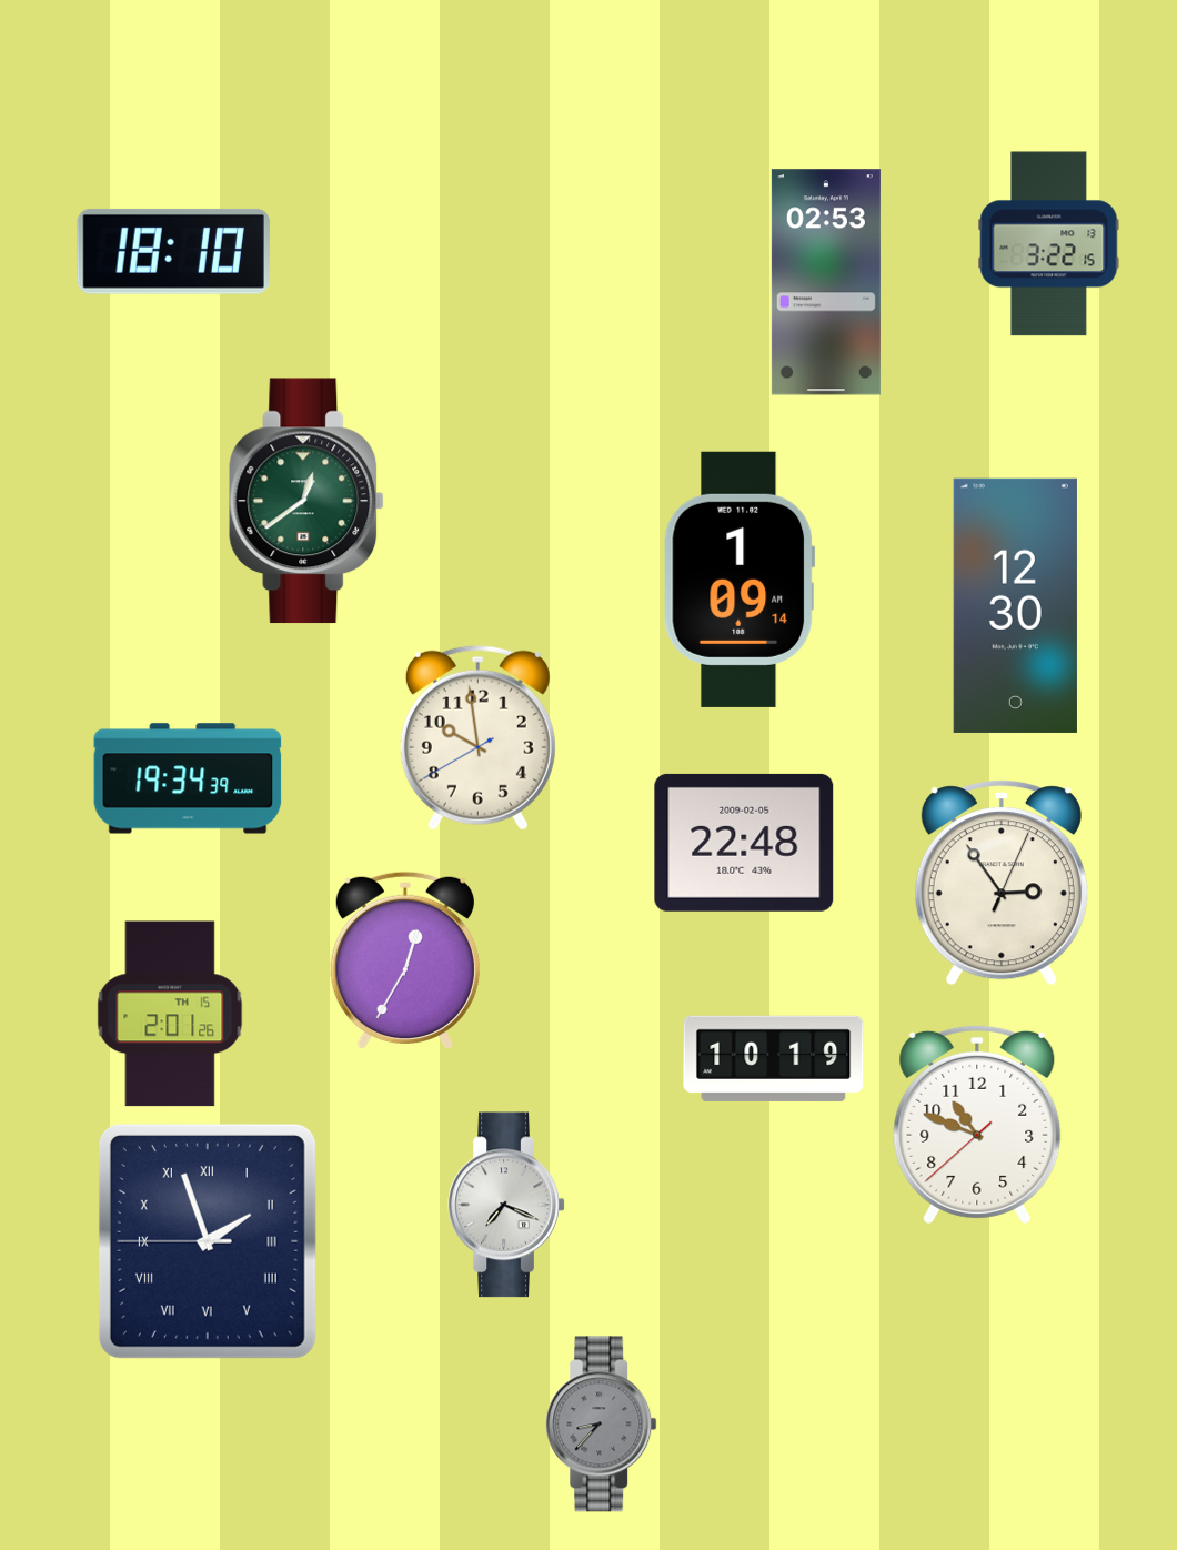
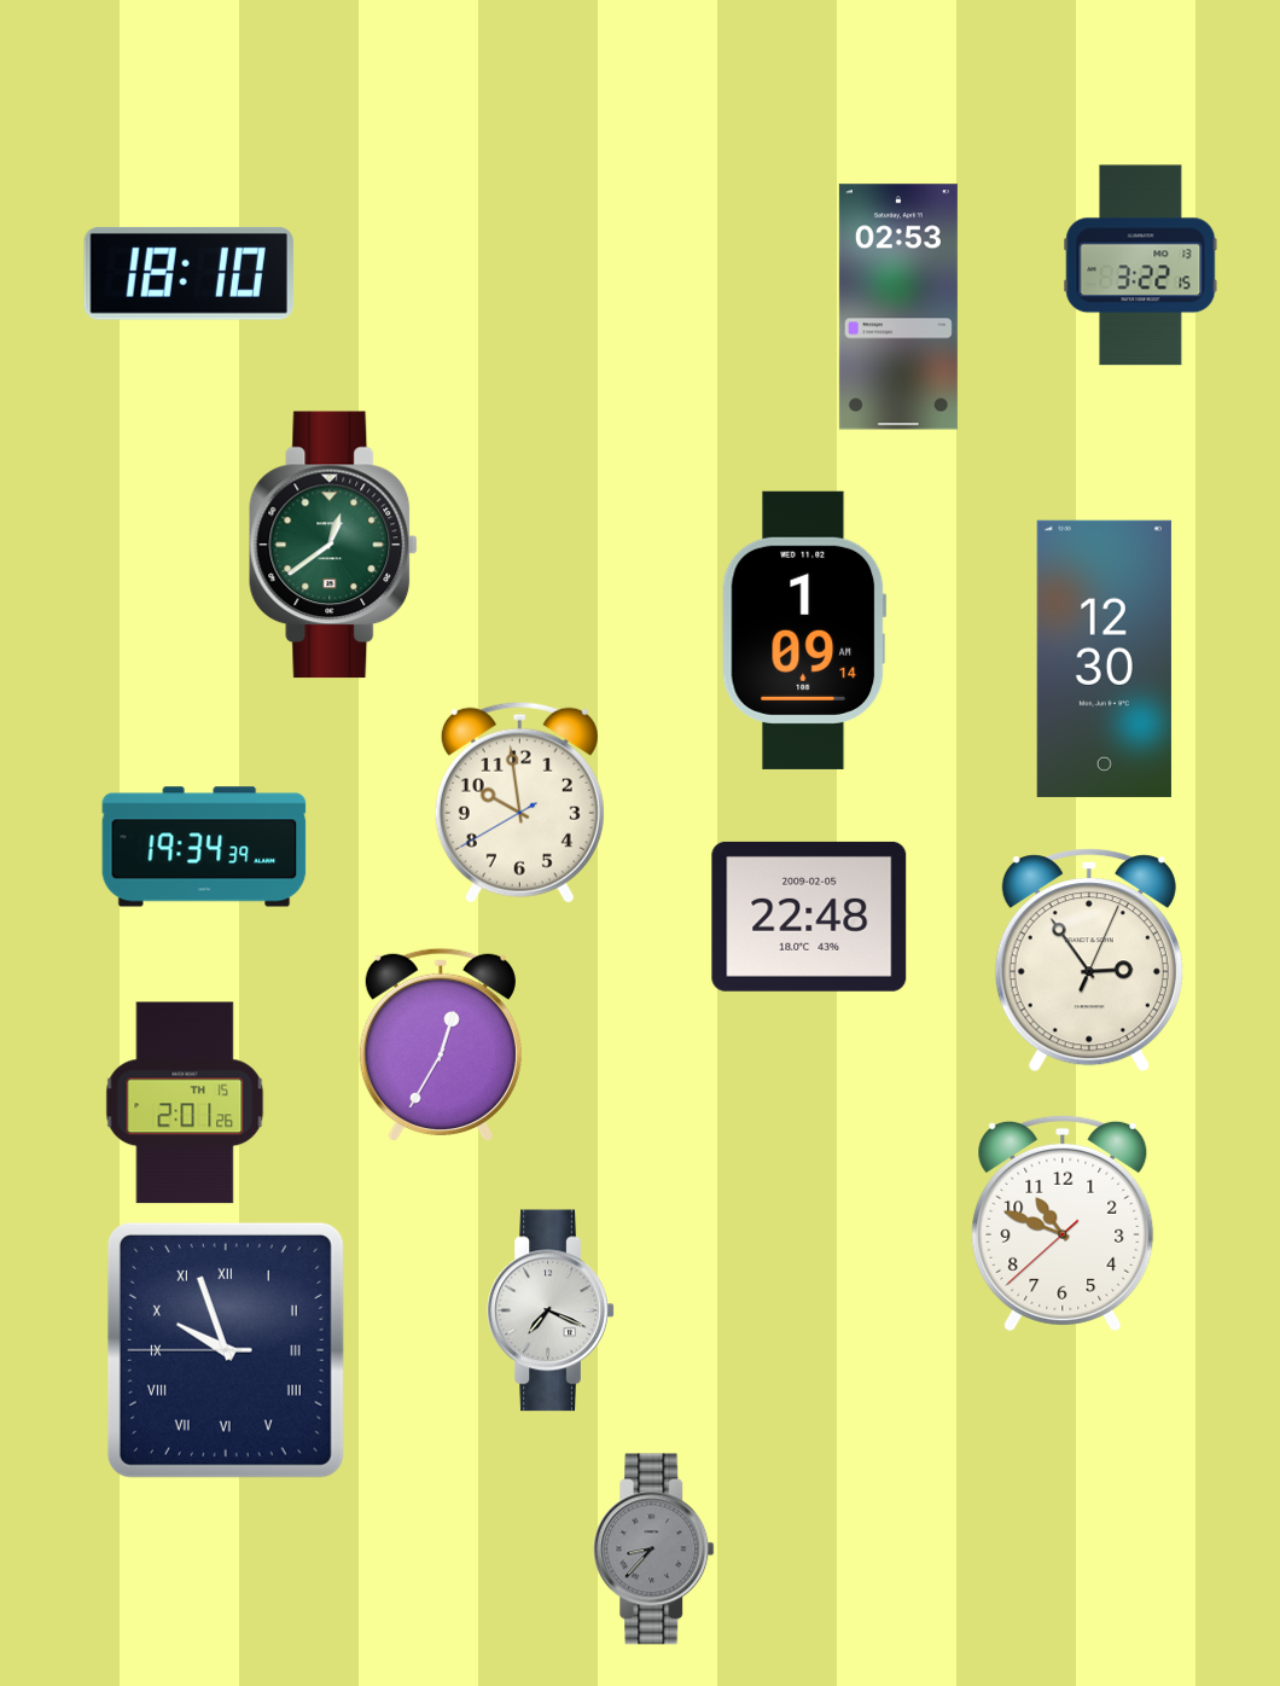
clock at (774, 1058): 10:19 -> none
clock at (208, 1241): 1:56 -> 9:56
